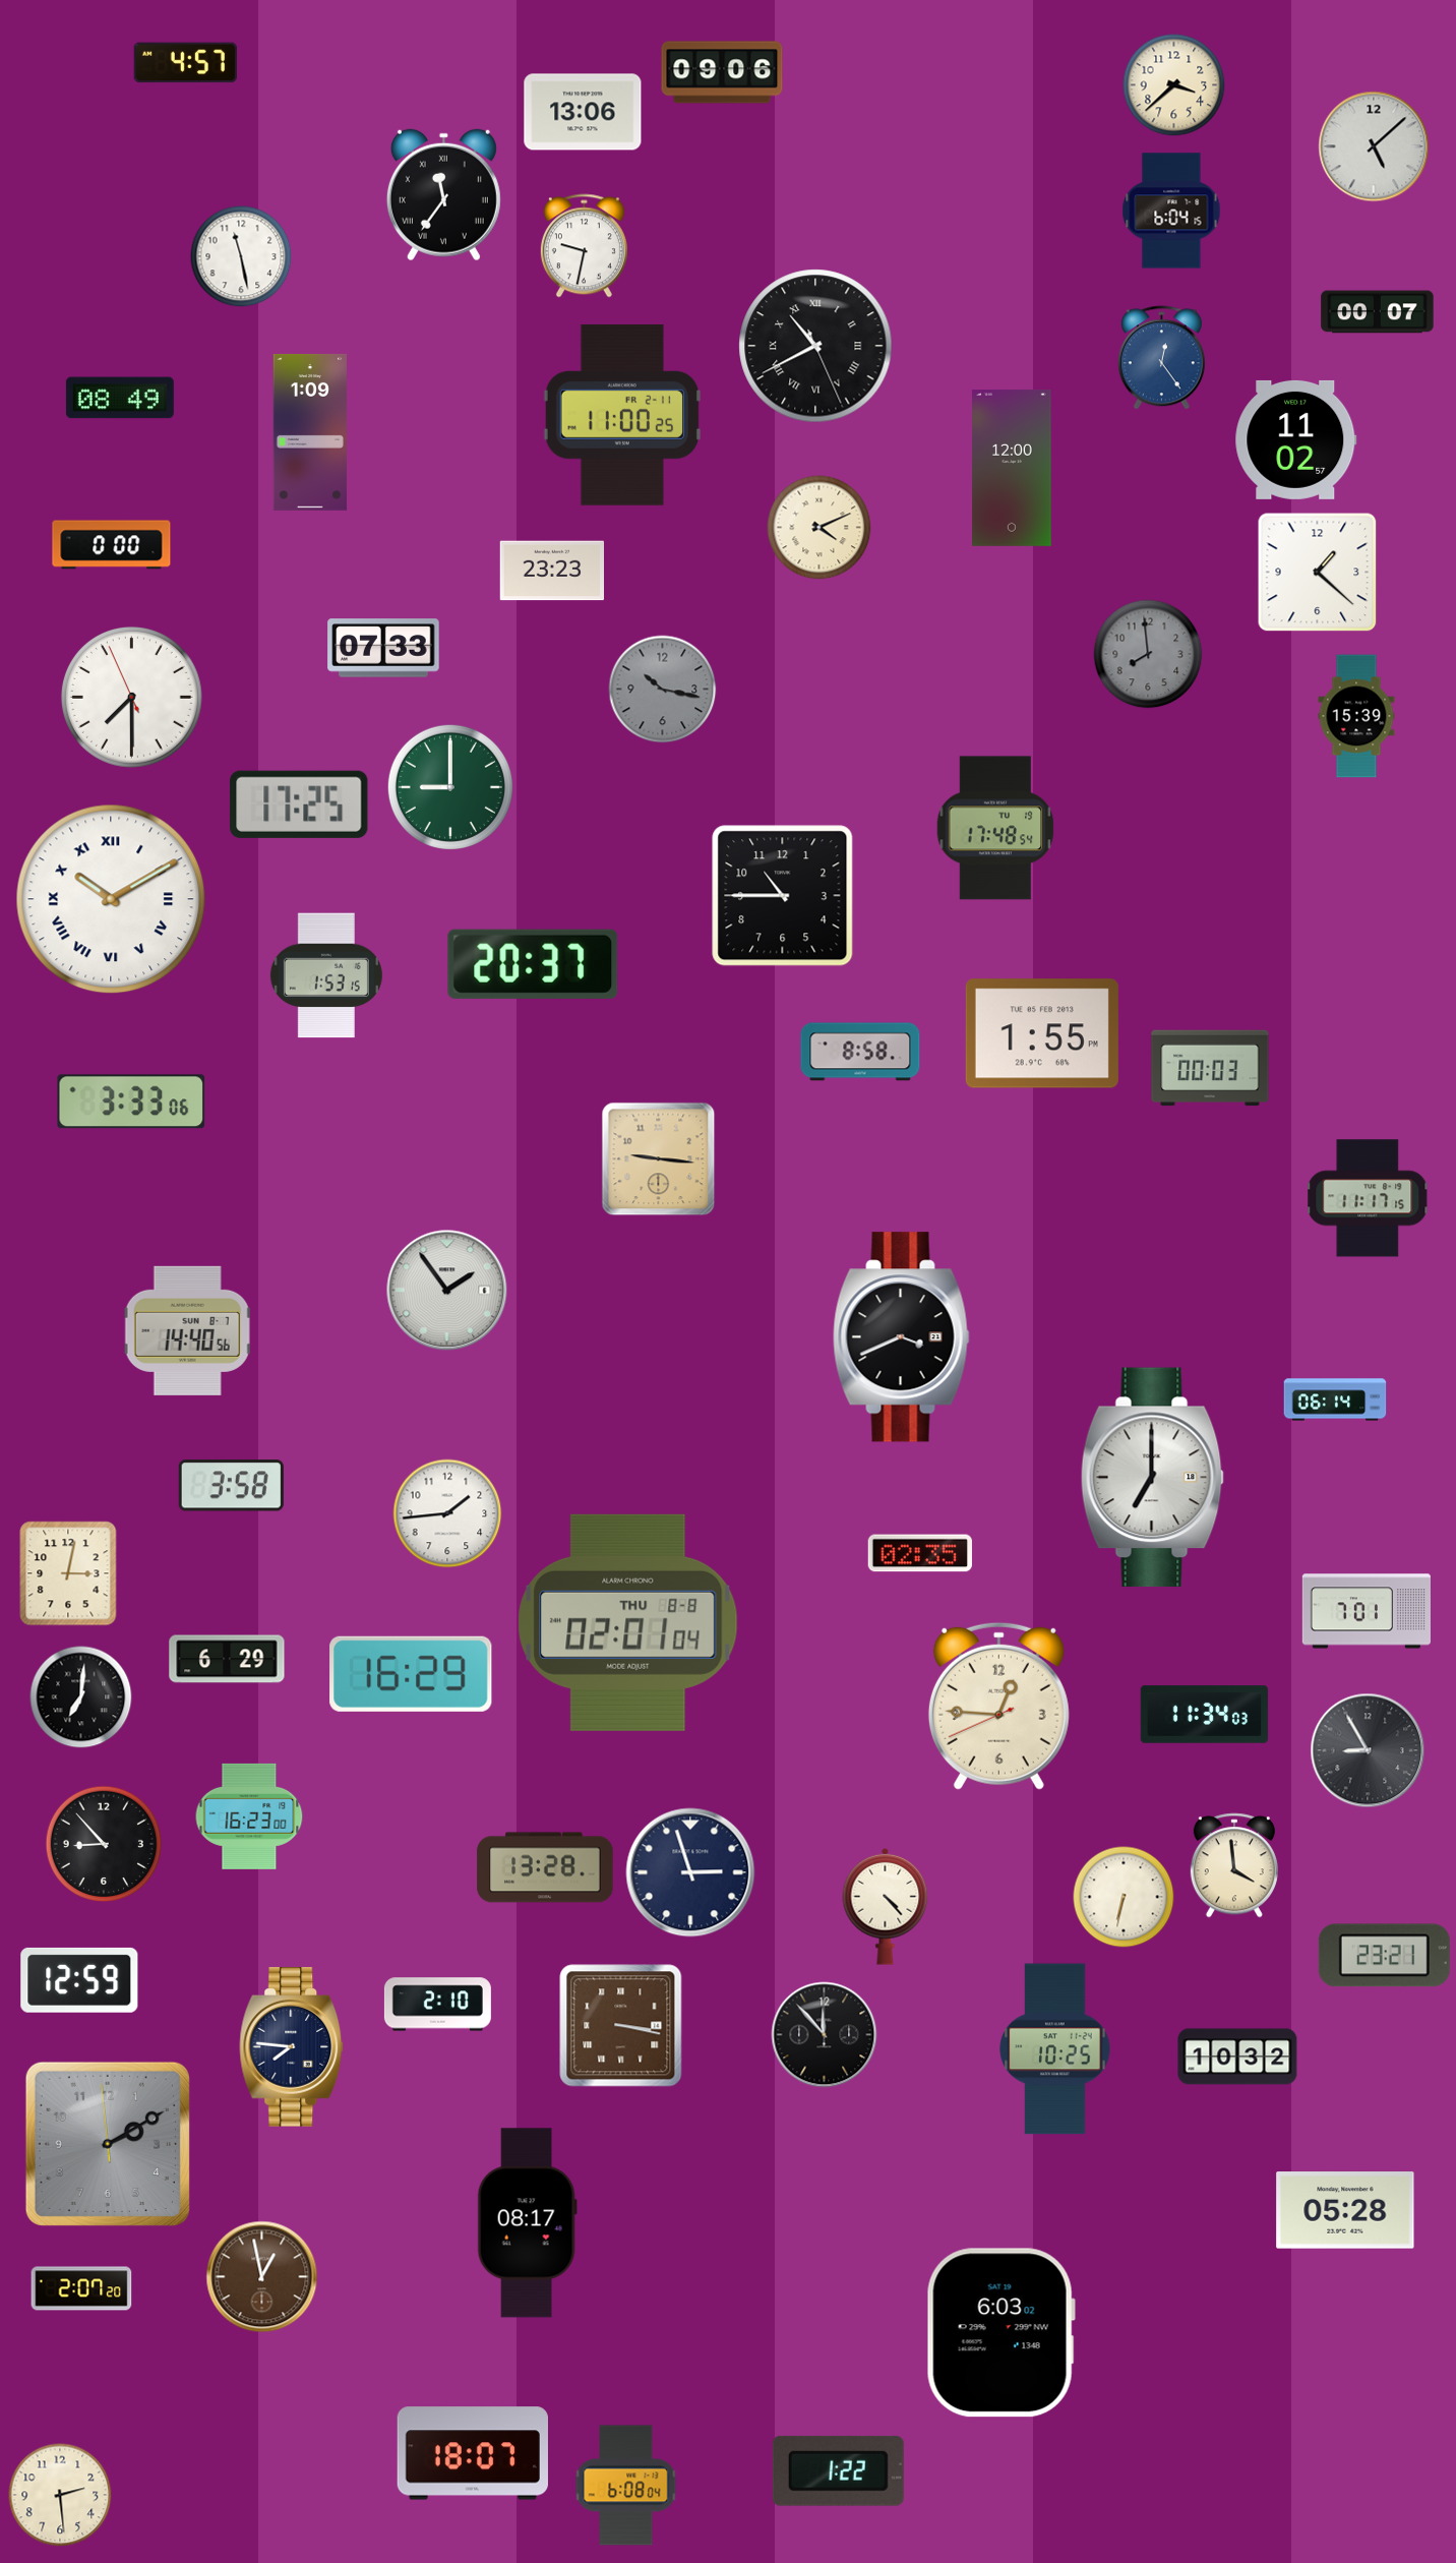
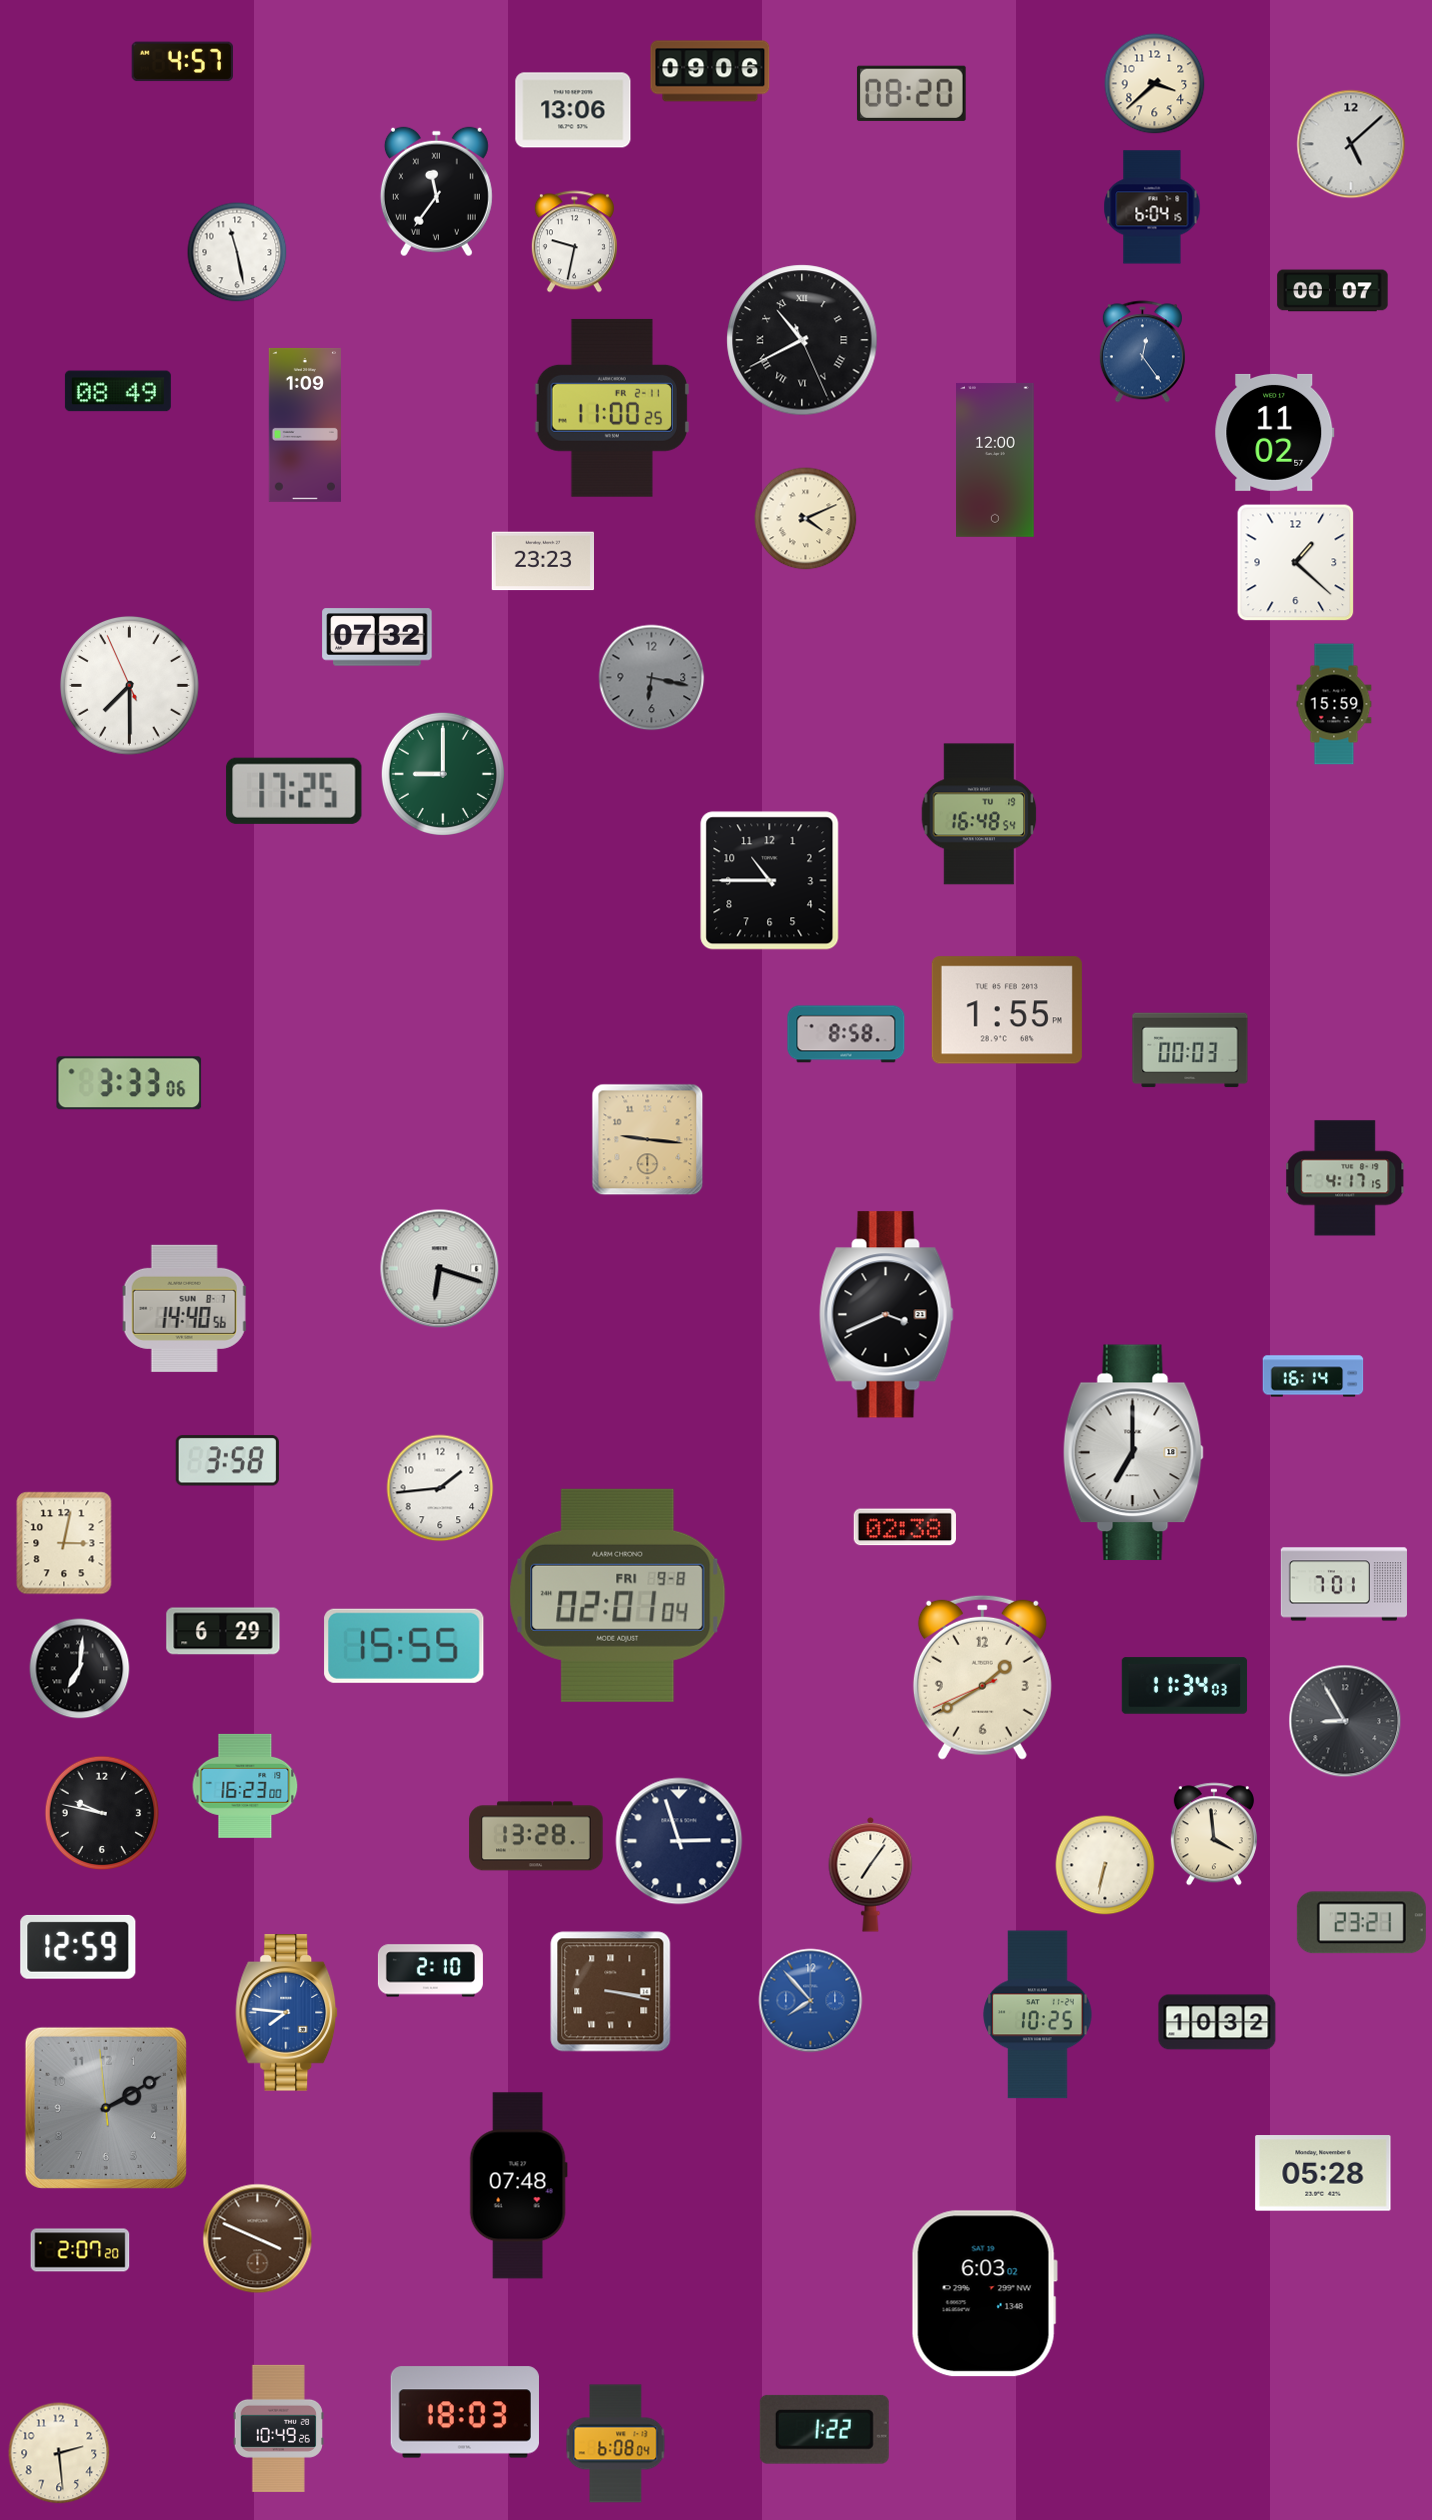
clock at (911, 93): none -> 08:20
clock at (1378, 312) position: (1378, 312) -> (1333, 291)
clock at (112, 545): 0:00 -> none
clock at (383, 648): 07:33 -> 07:32
clock at (1148, 654): 7:59 -> none
clock at (663, 690): 10:17 -> 6:17
clock at (1356, 716): 15:39 -> 15:59
clock at (995, 828): 17:48 -> 16:48
clock at (111, 899): 10:10 -> none
clock at (533, 964): 20:37 -> none
clock at (326, 975): 1:53 -> none
clock at (1042, 1033) position: (1042, 1033) -> (1007, 1010)
clock at (1368, 1198): 11:17 -> 4:17
clock at (447, 1291): 1:54 -> 6:18
clock at (1335, 1399): 06:14 -> 16:14
clock at (920, 1553): 02:35 -> 02:38
clock at (68, 1573) position: (68, 1573) -> (64, 1543)
clock at (628, 1622) date: THU 8-8 -> FRI 9-8
clock at (411, 1674): 16:29 -> 15:55
clock at (998, 1706): 12:45 -> 1:39
clock at (104, 1844): 8:53 -> 9:47
clock at (886, 1906): 4:23 -> 7:06
clock at (825, 2035): 11:53 -> 7:53
clock at (825, 2035) dial: black -> blue
clock at (292, 2047) dial: navy -> blue
clock at (527, 2223): 08:17 -> 07:48
clock at (262, 2277): 12:58 -> 3:49
clock at (473, 2453): 18:07 -> 18:03
clock at (278, 2428): none -> 10:49
